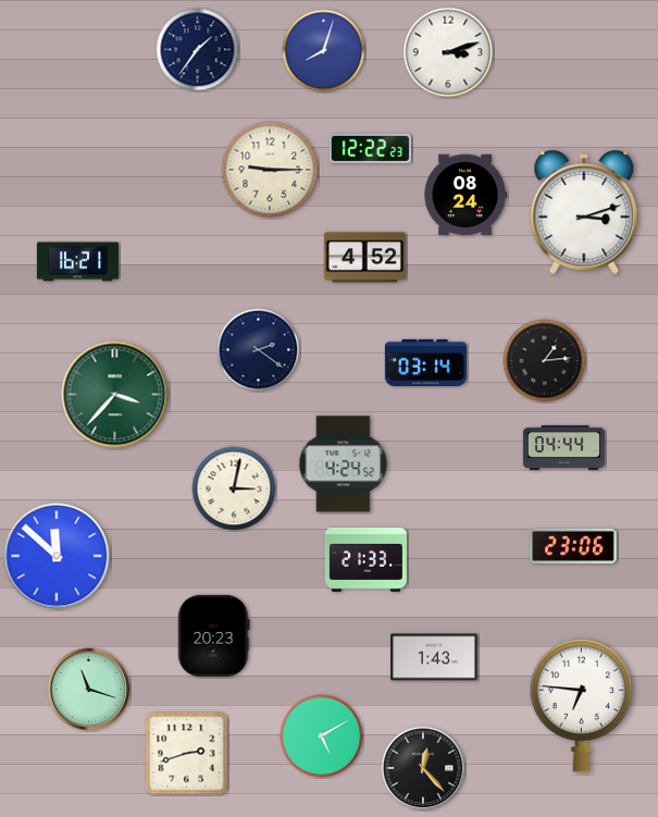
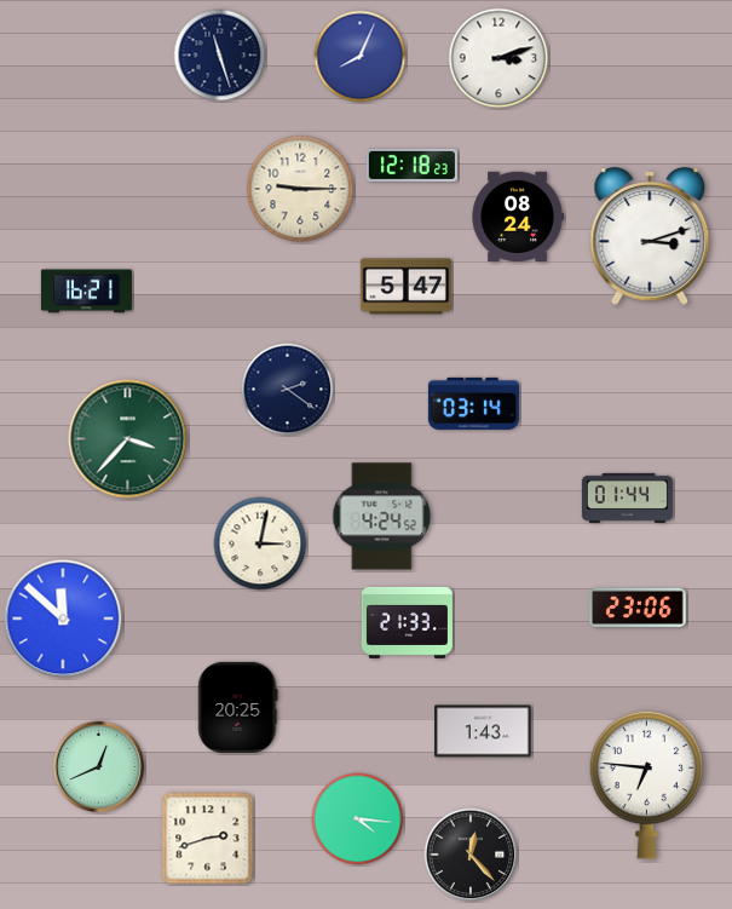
clock at (198, 50): 1:36 -> 11:27
clock at (324, 51): 8:03 -> 8:04
clock at (370, 148): 12:22 -> 12:18
clock at (364, 258): 4:52 -> 5:47
clock at (545, 361): 1:14 -> none
clock at (563, 447): 04:44 -> 01:44
clock at (214, 635): 20:23 -> 20:25
clock at (89, 690): 11:18 -> 12:41
clock at (322, 736): 5:10 -> 4:16
